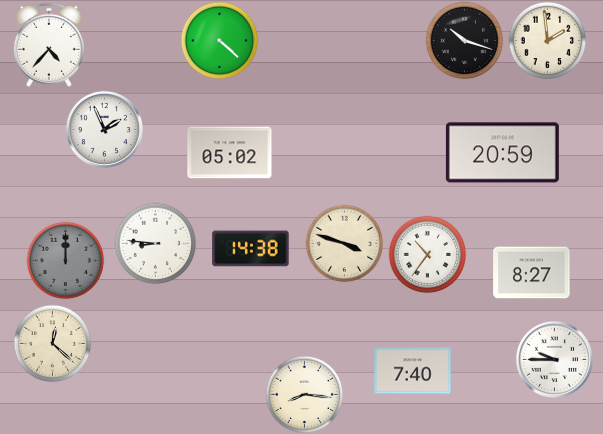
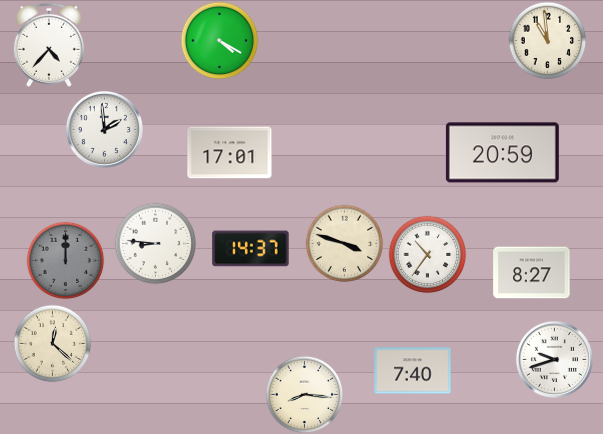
clock at (219, 40): 4:22 -> 4:20
clock at (464, 40): 10:18 -> none
clock at (547, 40): 1:59 -> 10:59
clock at (104, 129): 1:56 -> 1:59
clock at (230, 153): 05:02 -> 17:01
clock at (251, 249): 14:38 -> 14:37
clock at (554, 359): 9:45 -> 9:42
